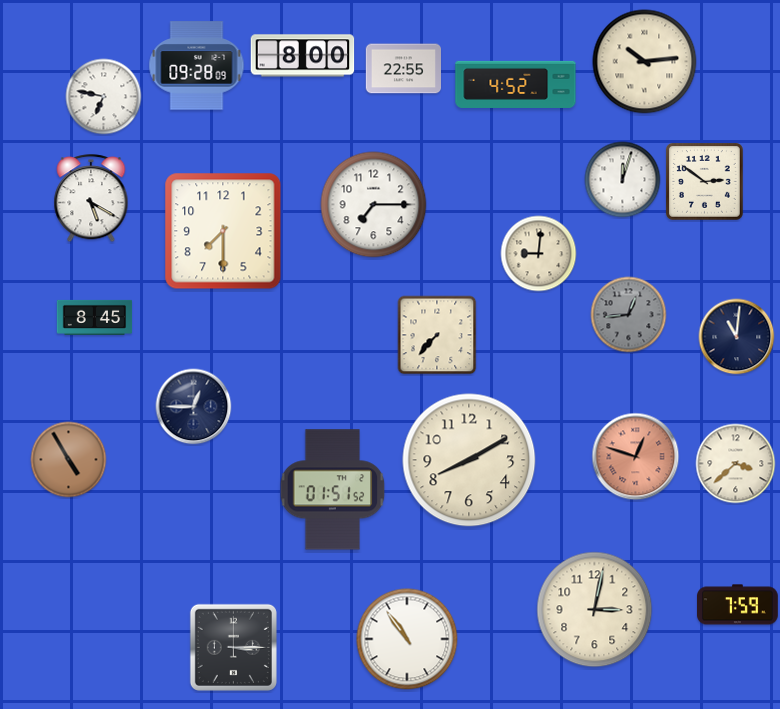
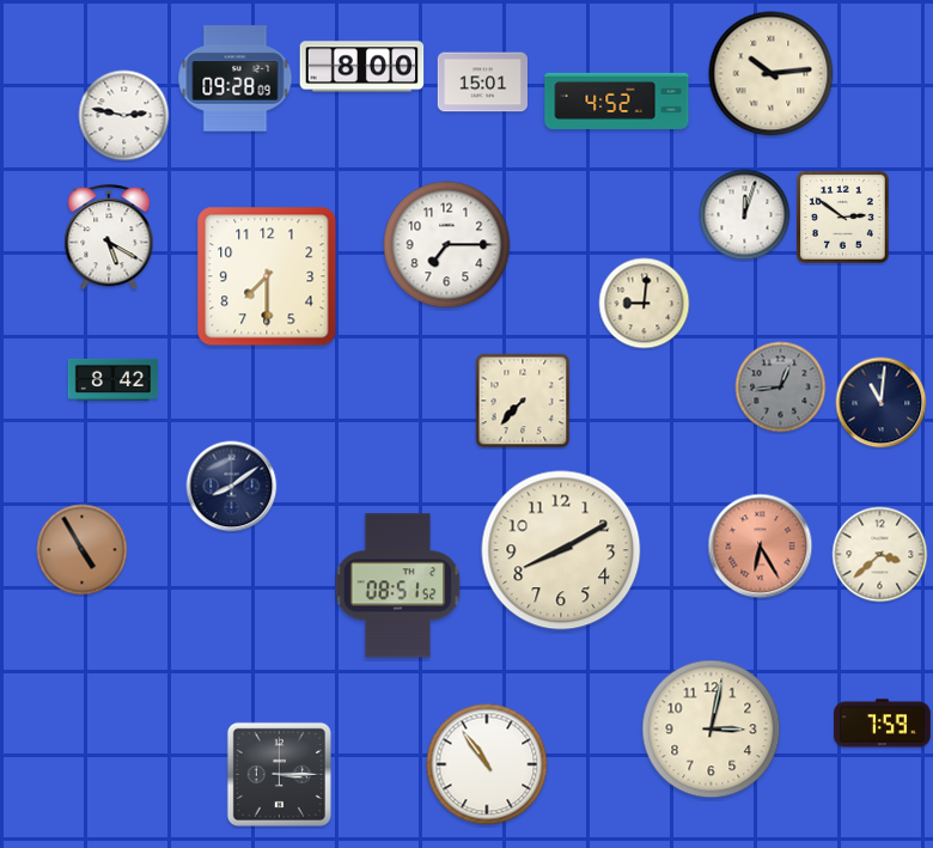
clock at (404, 69): 22:55 -> 15:01
clock at (104, 97): 6:47 -> 2:47
clock at (629, 315) position: (629, 315) -> (781, 388)
clock at (95, 317): 8:45 -> 8:42
clock at (194, 407): 12:45 -> 8:09
clock at (636, 457): 12:48 -> 6:25
clock at (333, 490): 01:51 -> 08:51
